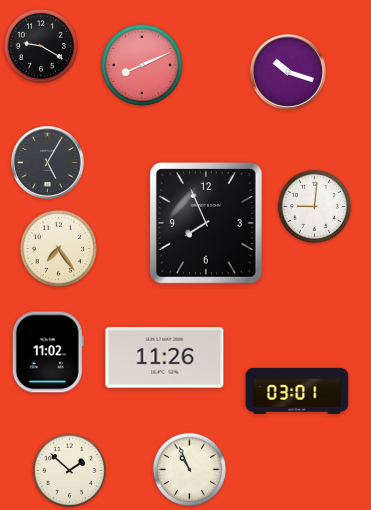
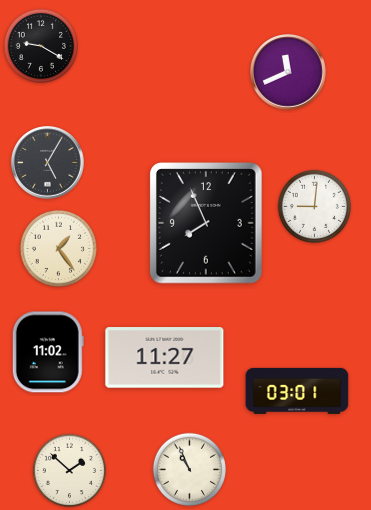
clock at (142, 65): 8:11 -> none
clock at (288, 72): 10:18 -> 11:41
clock at (58, 248): 7:24 -> 1:24
clock at (165, 358): 11:26 -> 11:27
